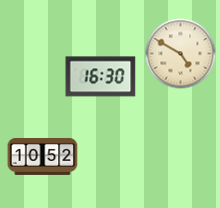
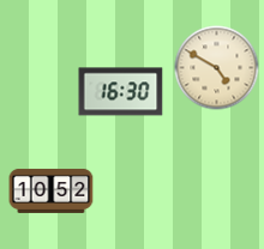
clock at (181, 54) position: (181, 54) -> (217, 68)
clock at (43, 156) position: (43, 156) -> (52, 190)
